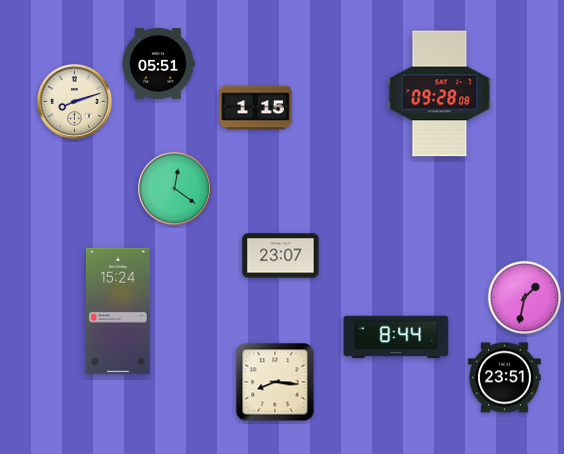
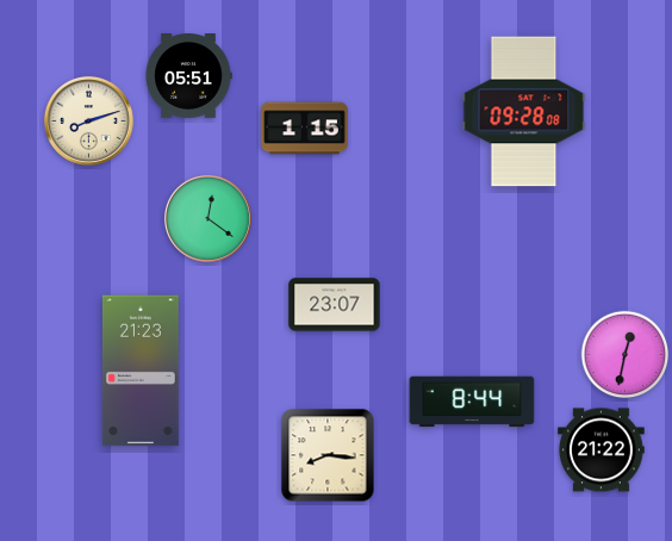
clock at (174, 188) position: (174, 188) -> (207, 218)
clock at (525, 298): 1:32 -> 12:32
clock at (118, 311): 15:24 -> 21:23
clock at (505, 378): 23:51 -> 21:22
